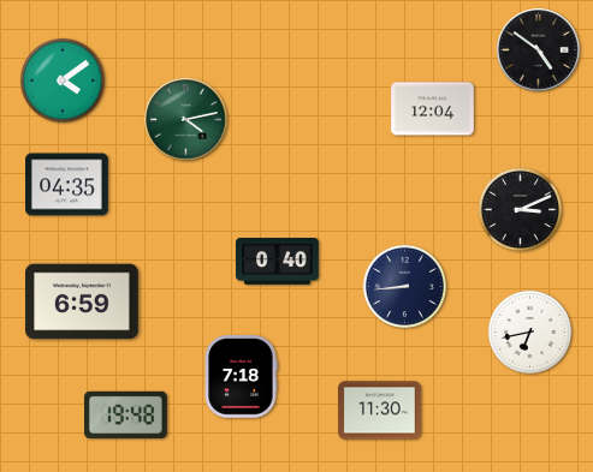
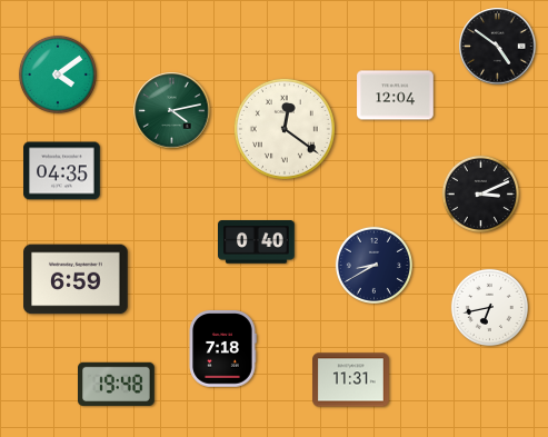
clock at (433, 109) position: (433, 109) -> (396, 96)
clock at (285, 129): none -> 12:21
clock at (404, 286): 8:44 -> 8:40
clock at (380, 411): 11:30 -> 11:31
